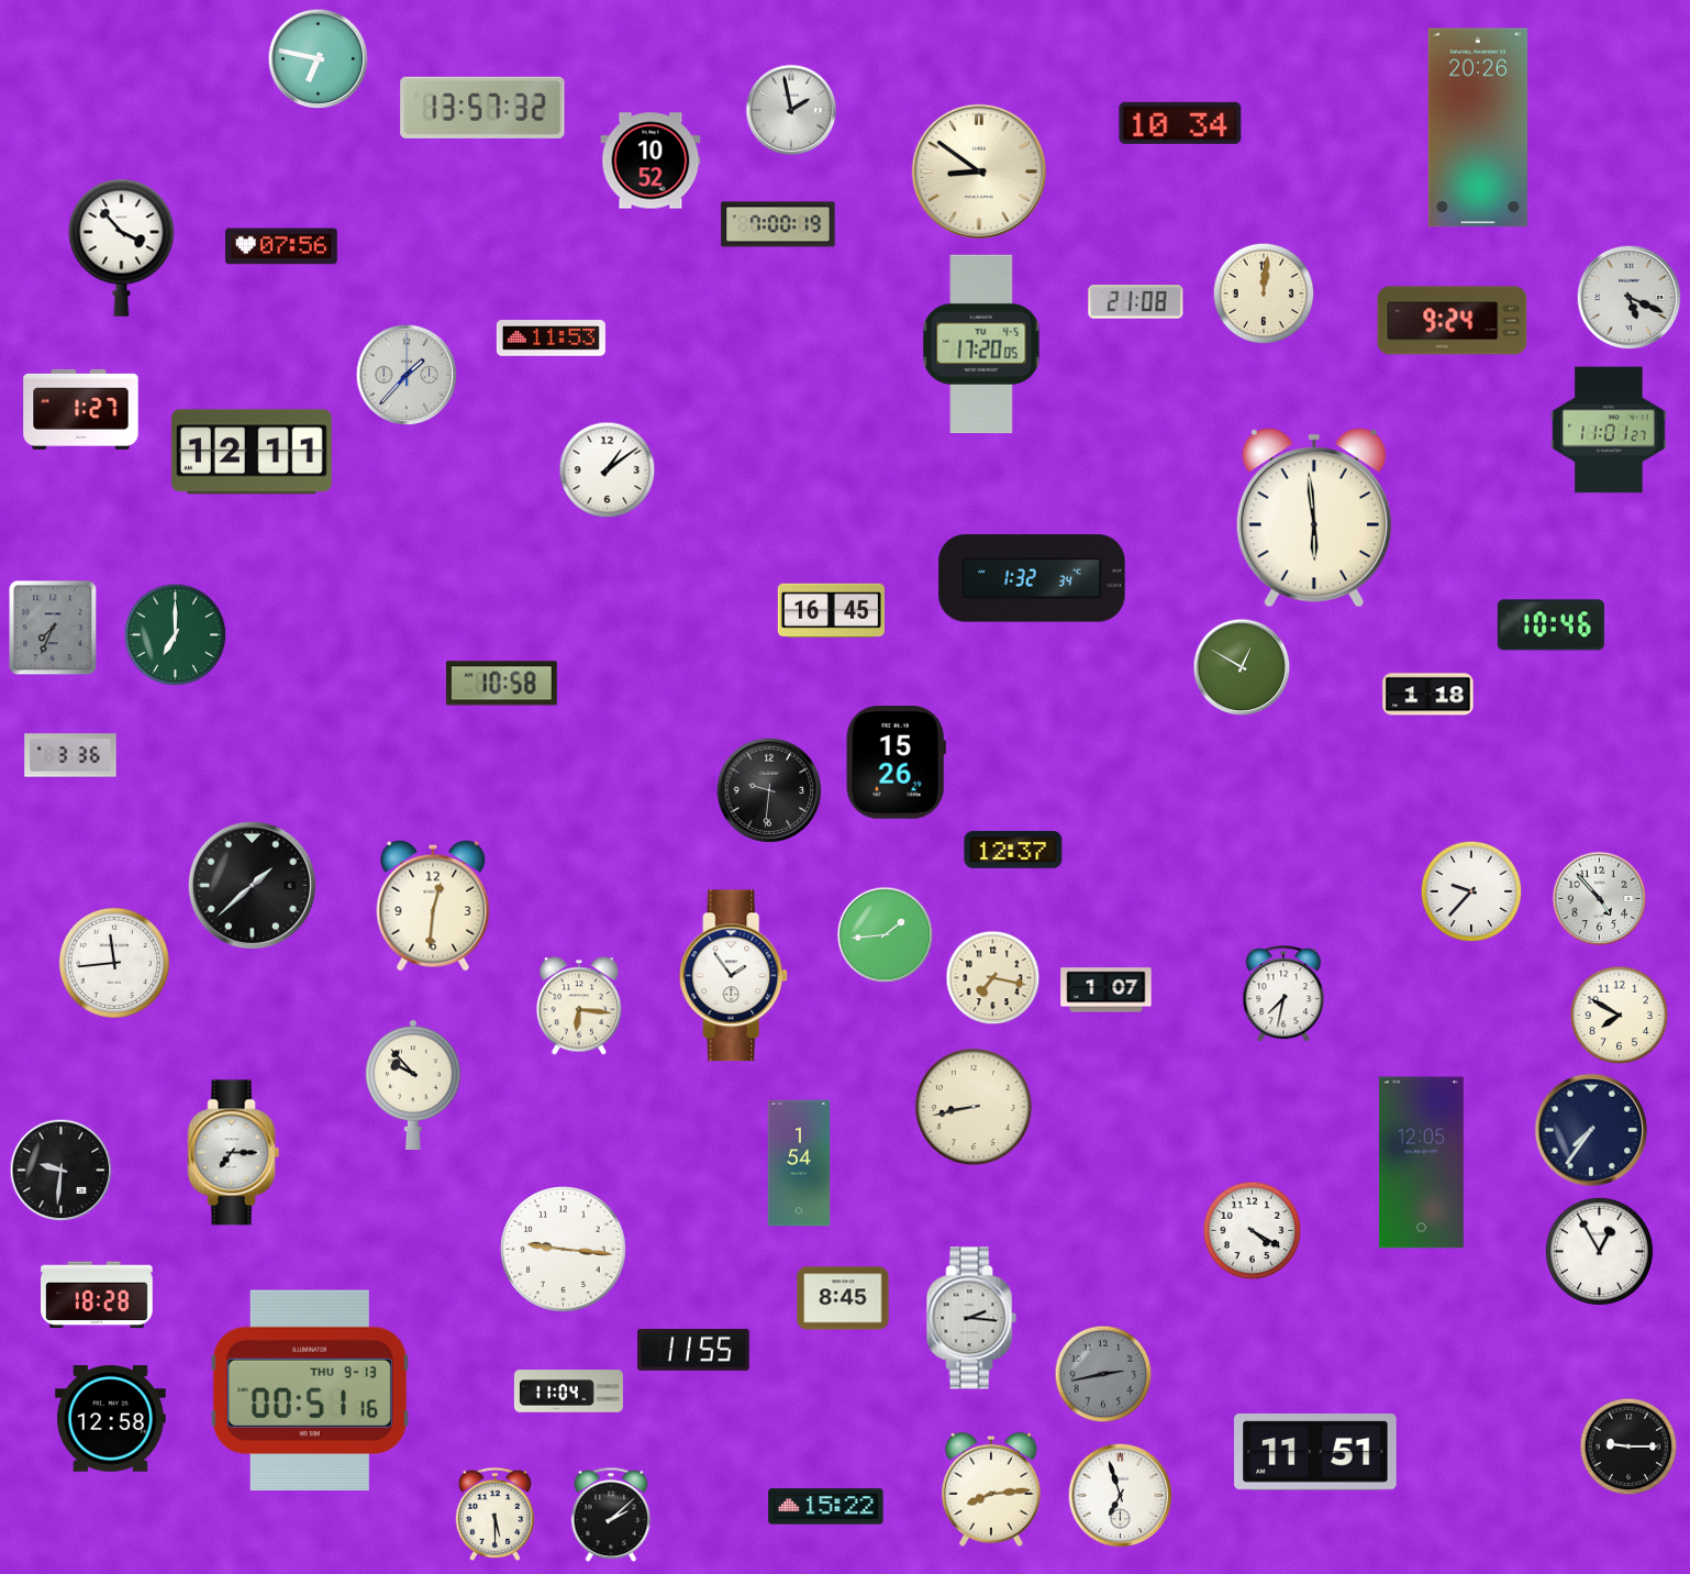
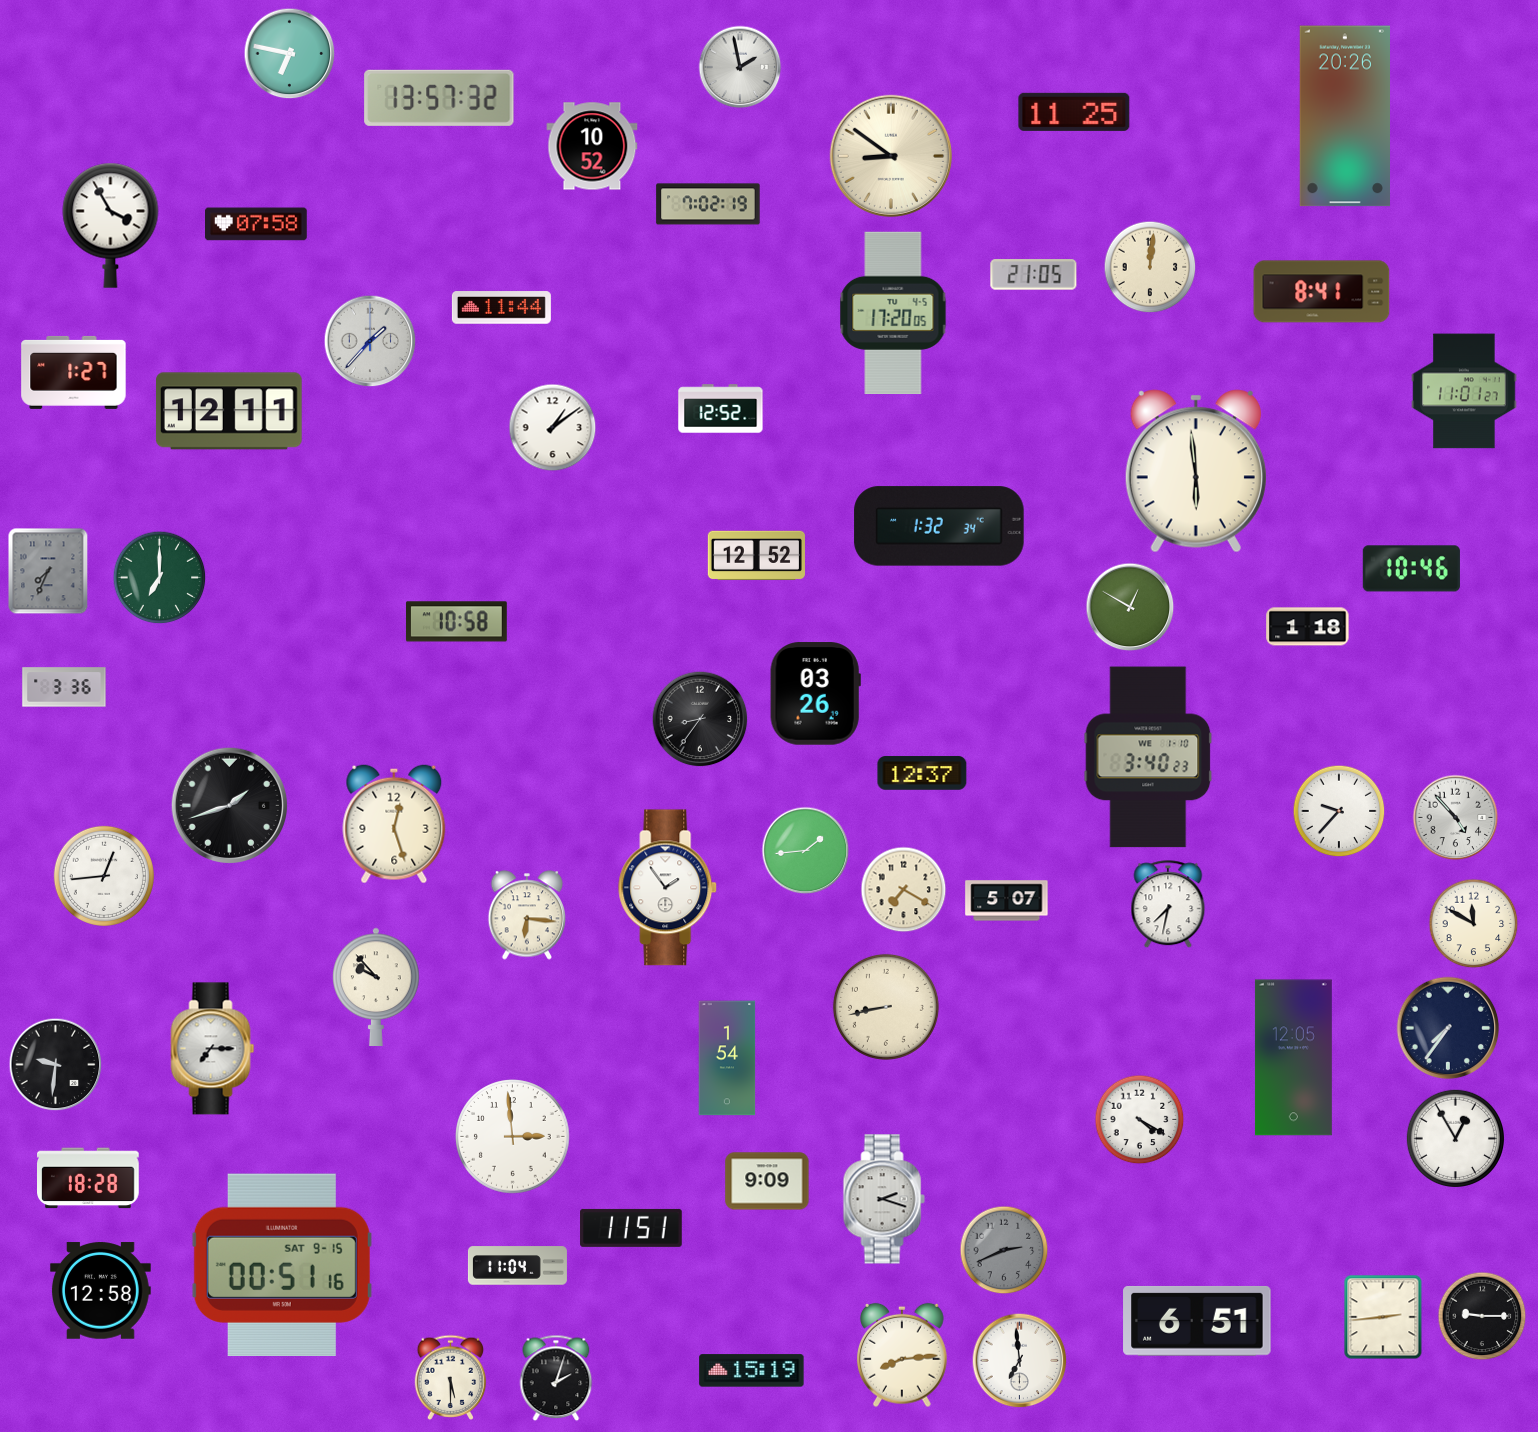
clock at (791, 110) position: (791, 110) -> (740, 67)
clock at (1180, 123): 10:34 -> 11:25
clock at (778, 224): 7:00 -> 7:02
clock at (282, 246): 07:56 -> 07:58
clock at (122, 247): 3:53 -> 3:55
clock at (1630, 298): 5:19 -> none
clock at (1136, 302): 21:08 -> 21:05
clock at (1453, 321): 9:24 -> 8:41
clock at (551, 339): 11:53 -> 11:44
clock at (721, 409): none -> 12:52
clock at (831, 611): 16:45 -> 12:52
clock at (1428, 695) position: (1428, 695) -> (1308, 627)
clock at (896, 763): 15:26 -> 03:26
clock at (769, 790): 9:31 -> 8:36
clock at (1148, 757): none -> 3:40
clock at (252, 885): 1:38 -> 1:42
clock at (433, 906): 12:31 -> 12:27
clock at (114, 963): 11:44 -> 12:44
clock at (993, 978): 7:17 -> 7:20
clock at (1107, 990): 1:07 -> 5:07
clock at (1620, 1016): 7:50 -> 11:50
clock at (564, 1250): 9:16 -> 2:59
clock at (843, 1298): 8:45 -> 9:09
clock at (971, 1318): 2:16 -> 2:18
clock at (693, 1350): 11:55 -> 11:51
clock at (1103, 1374): 2:43 -> 2:41
clock at (310, 1389) date: THU 9-13 -> SAT 9-15
clock at (1383, 1317): none -> 2:44
clock at (1315, 1452): 11:51 -> 6:51
clock at (1121, 1496): 6:57 -> 6:59
clock at (826, 1507): 15:22 -> 15:19
clock at (611, 1515): 2:08 -> 2:03
